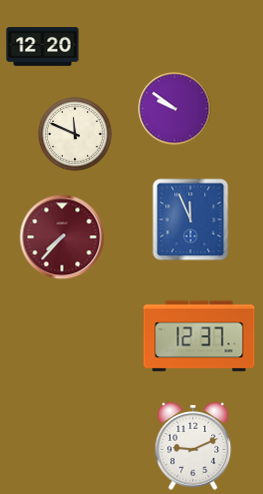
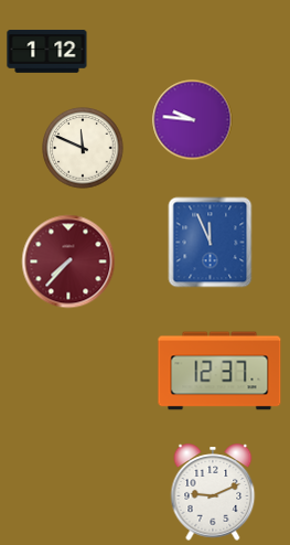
clock at (43, 47): 12:20 -> 1:12
clock at (175, 109): 9:51 -> 9:46
